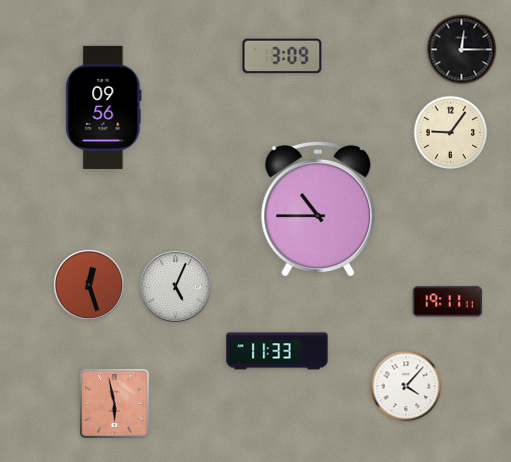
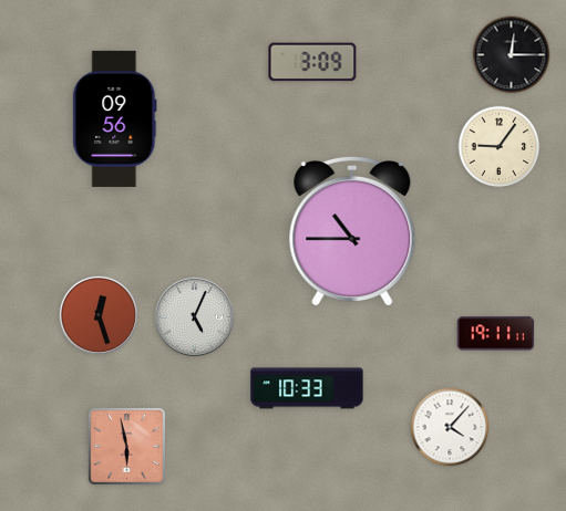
clock at (277, 351): 11:33 -> 10:33
